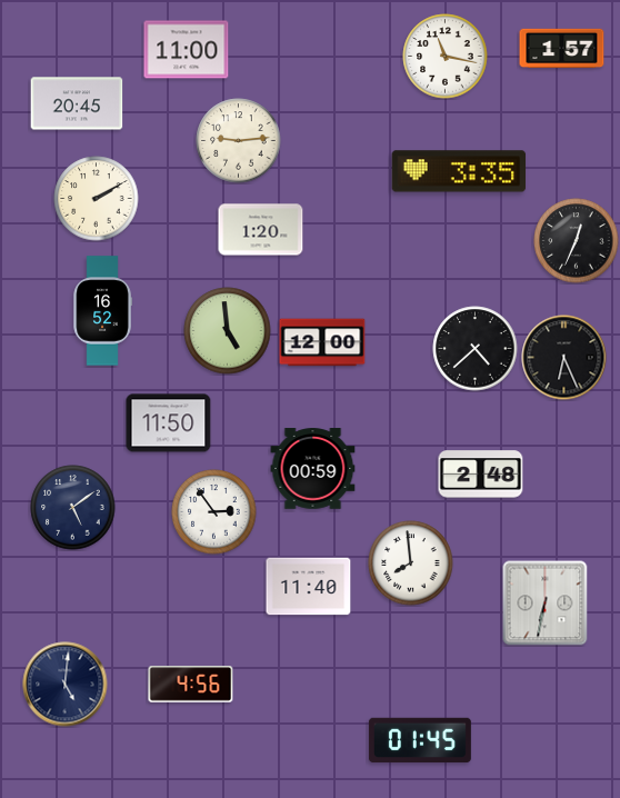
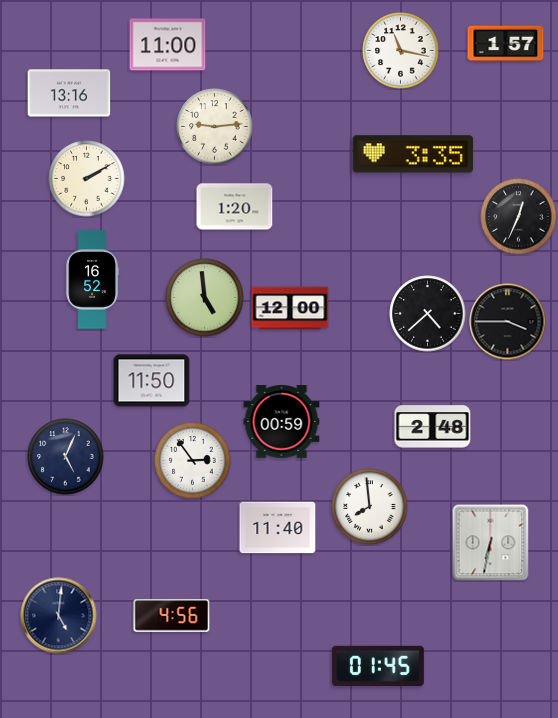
clock at (77, 103): 20:45 -> 13:16
clock at (564, 358): 6:26 -> 3:45
clock at (73, 508): 5:09 -> 5:04
